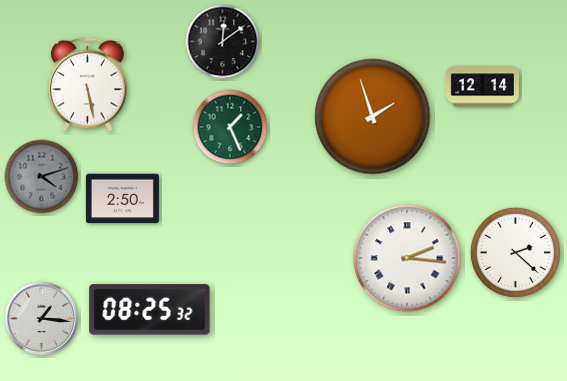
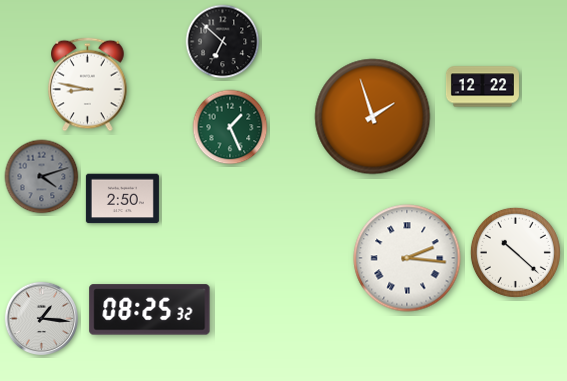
clock at (223, 42): 12:09 -> 6:52
clock at (88, 85): 5:28 -> 8:47
clock at (482, 87): 12:14 -> 12:22
clock at (515, 252): 2:22 -> 10:22
